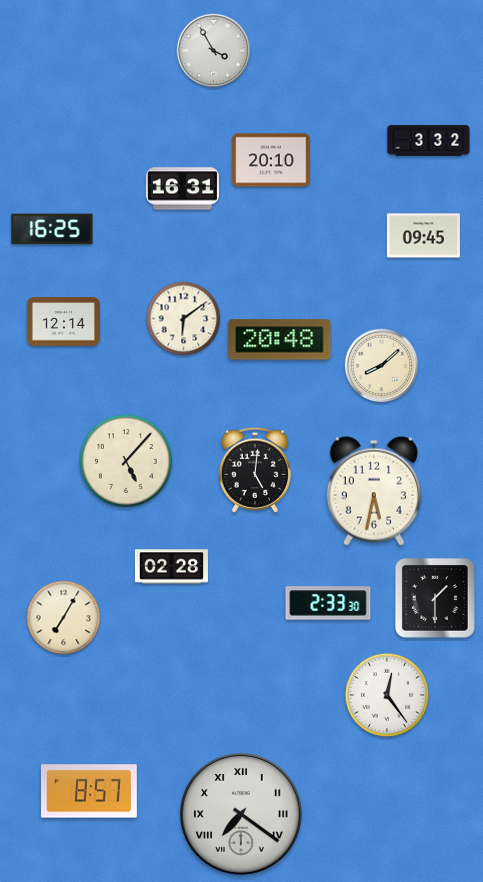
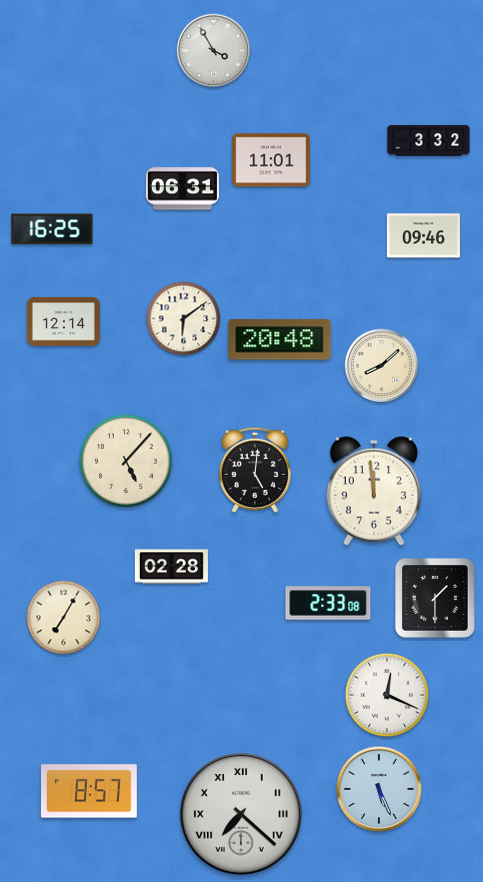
clock at (271, 160): 20:10 -> 11:01
clock at (182, 189): 16:31 -> 06:31
clock at (423, 236): 09:45 -> 09:46
clock at (374, 491): 5:32 -> 11:59
clock at (328, 603): 2:33:30 -> 2:33:08
clock at (387, 695): 12:24 -> 12:19
clock at (379, 789): none -> 5:26
clock at (242, 815): 7:21 -> 7:22
